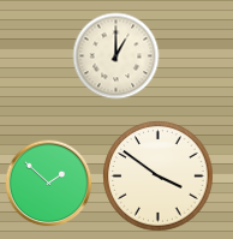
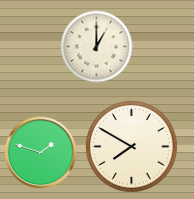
clock at (159, 177): 3:51 -> 7:50
clock at (49, 184): 1:52 -> 1:48
